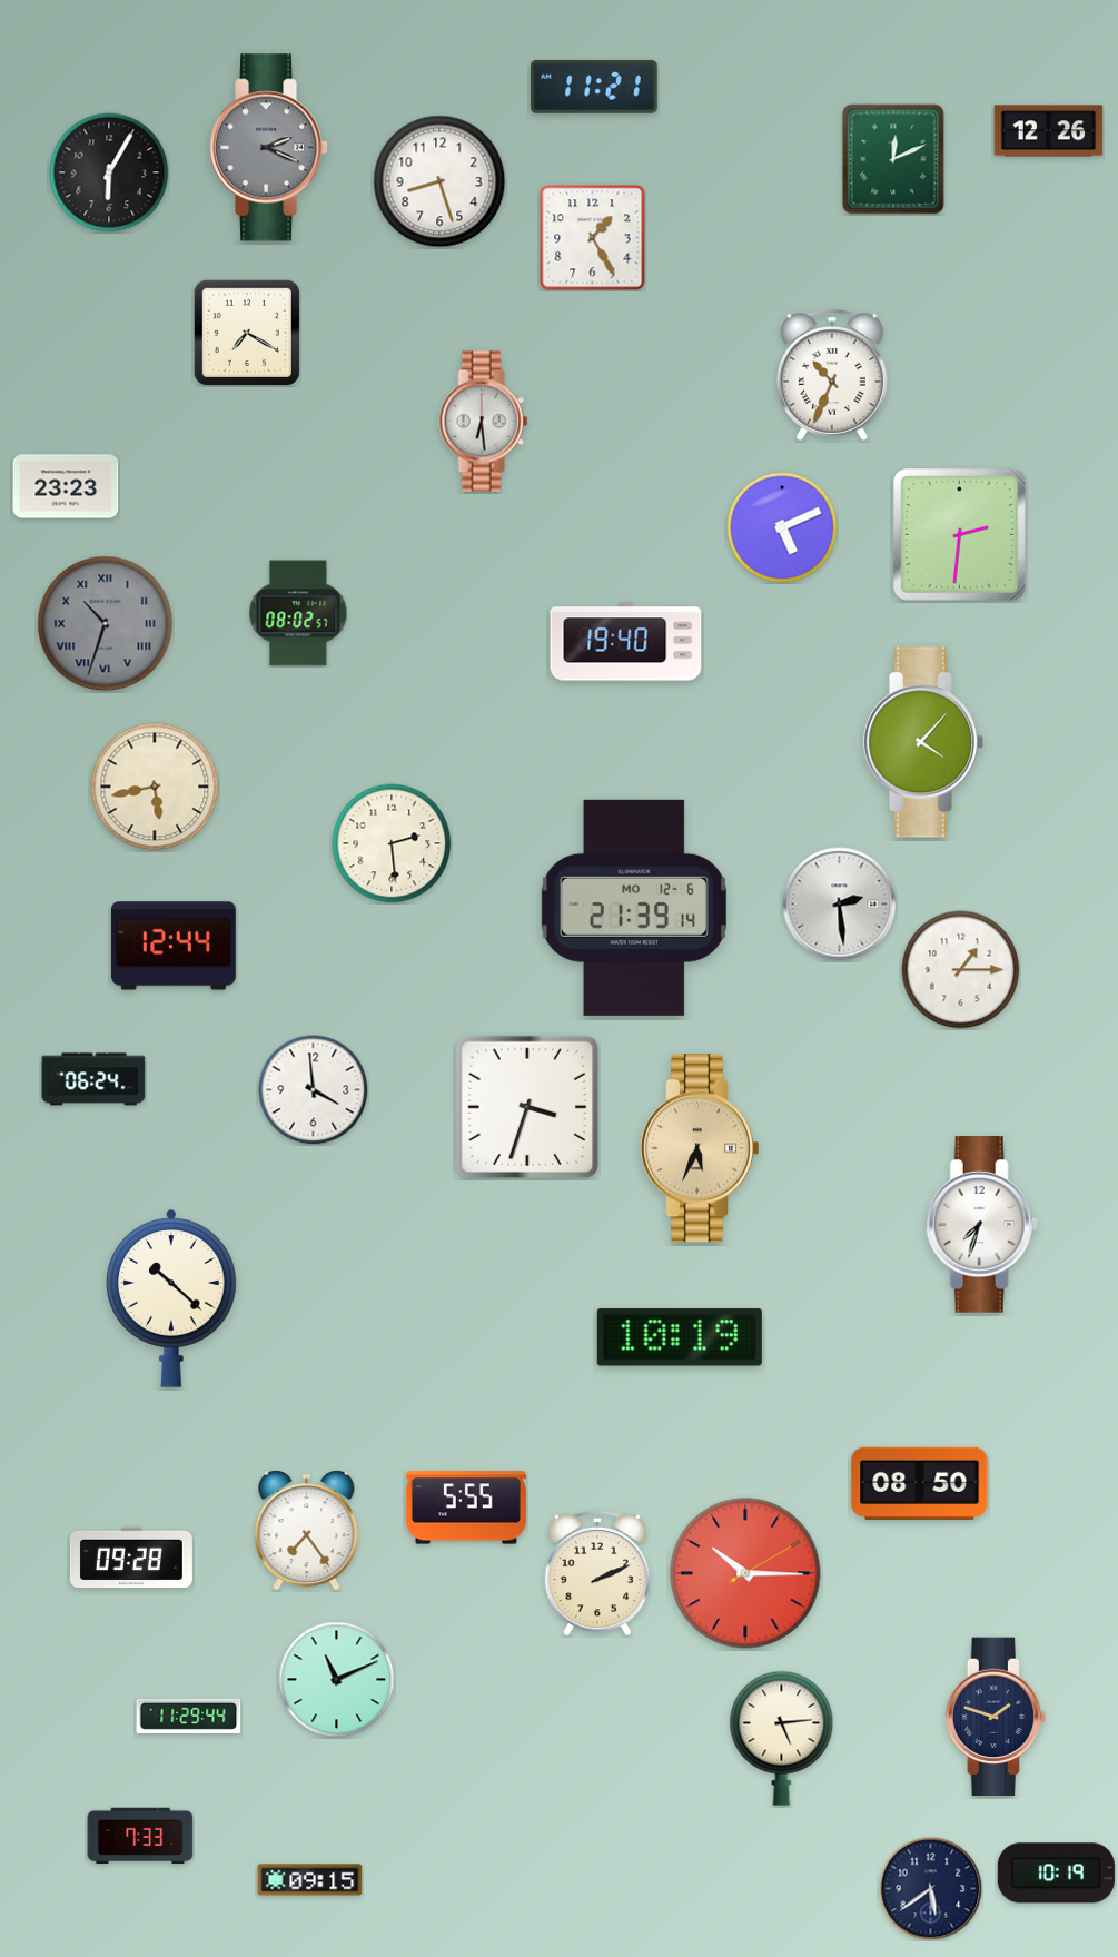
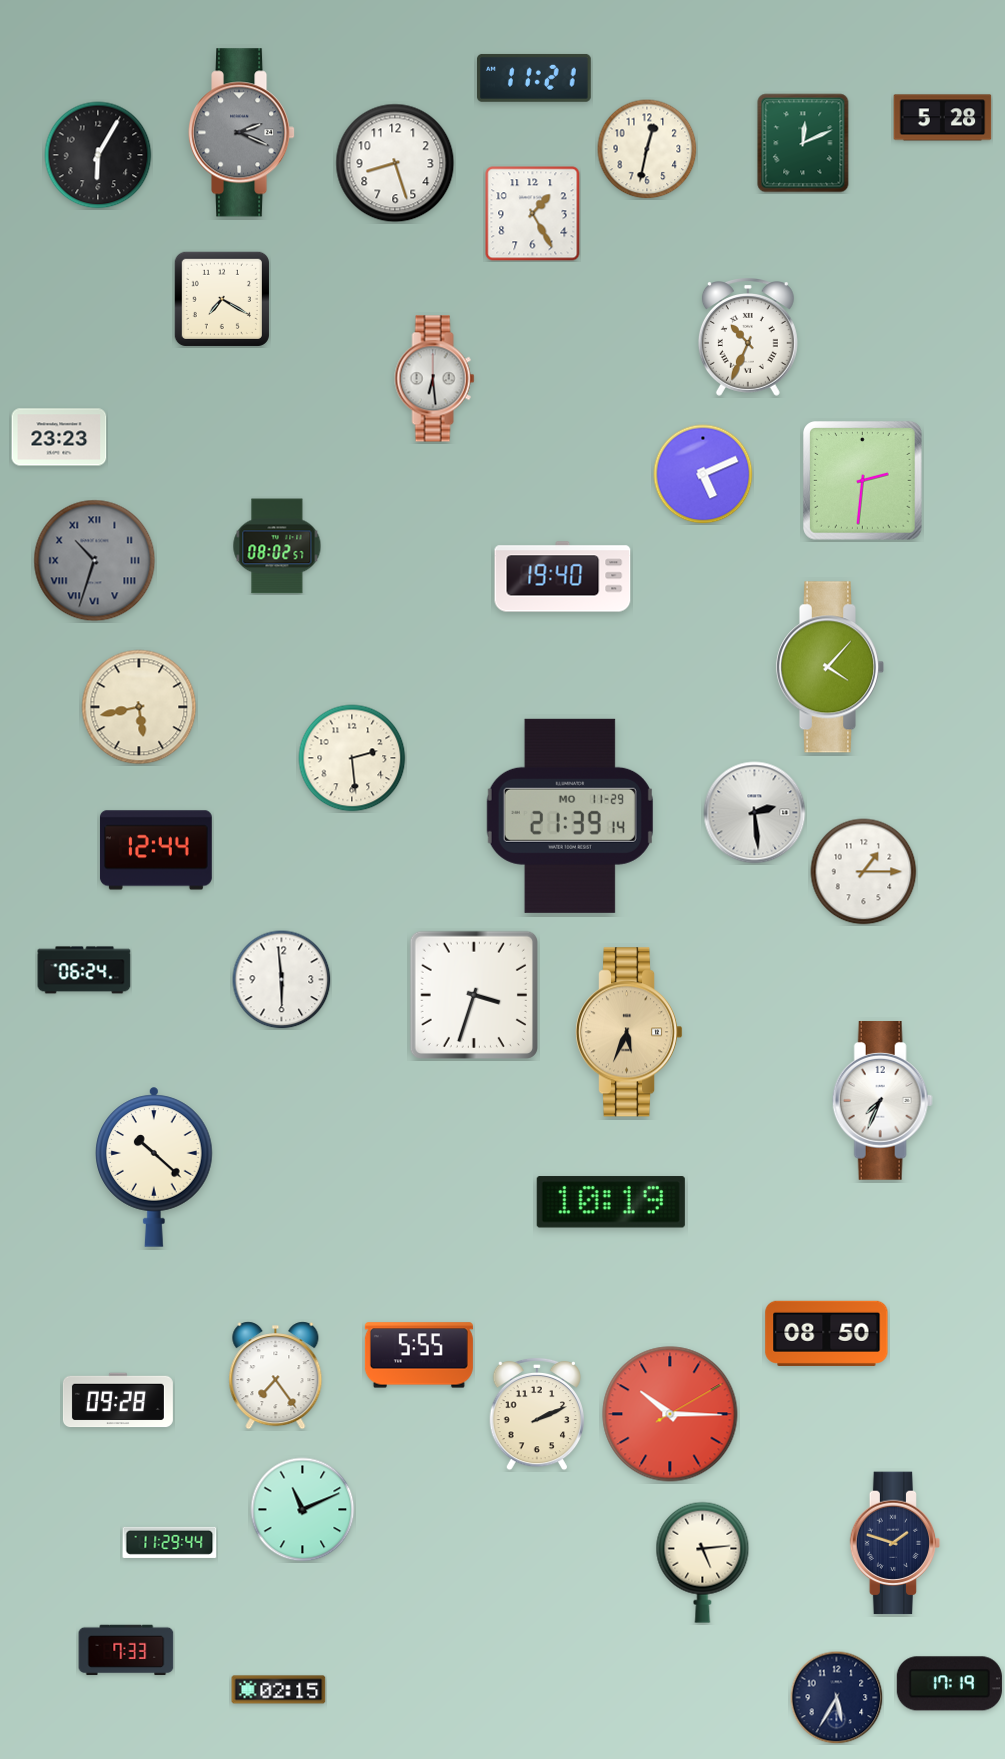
clock at (1049, 131): 12:26 -> 5:28
clock at (647, 149): none -> 12:32
clock at (298, 613) position: (298, 613) -> (277, 546)
clock at (634, 908) date: MO 12-6 -> MO 11-29
clock at (314, 1090): 3:59 -> 5:59
clock at (981, 1225): 7:33 -> 7:34
clock at (1056, 1874): 10:19 -> 17:19
clock at (310, 1880): 09:15 -> 02:15
clock at (930, 1888): 5:39 -> 5:35
